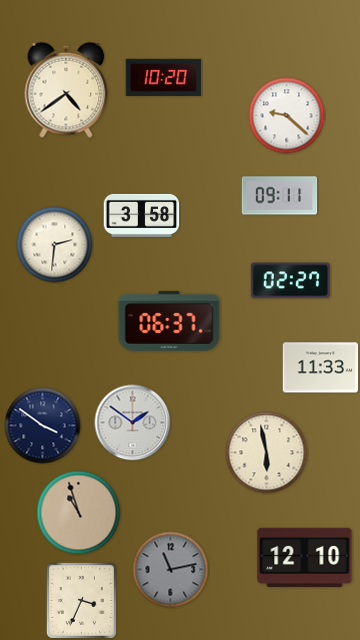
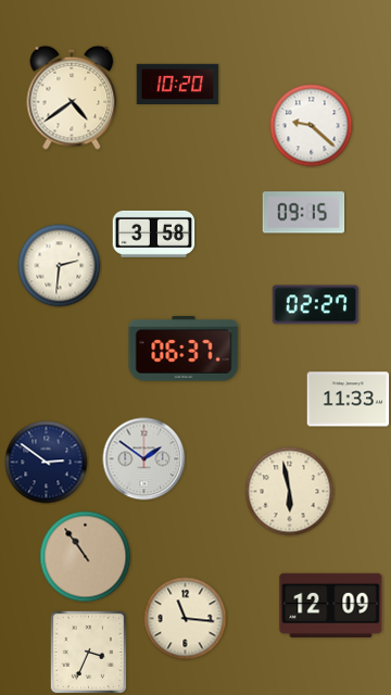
clock at (280, 196): 09:11 -> 09:15
clock at (43, 426): 3:51 -> 2:51
clock at (79, 513): 10:57 -> 10:54
clock at (305, 557): 12:10 -> 12:09
clock at (171, 570): 11:13 -> 11:16
clock at (171, 570) dial: grey -> cream
